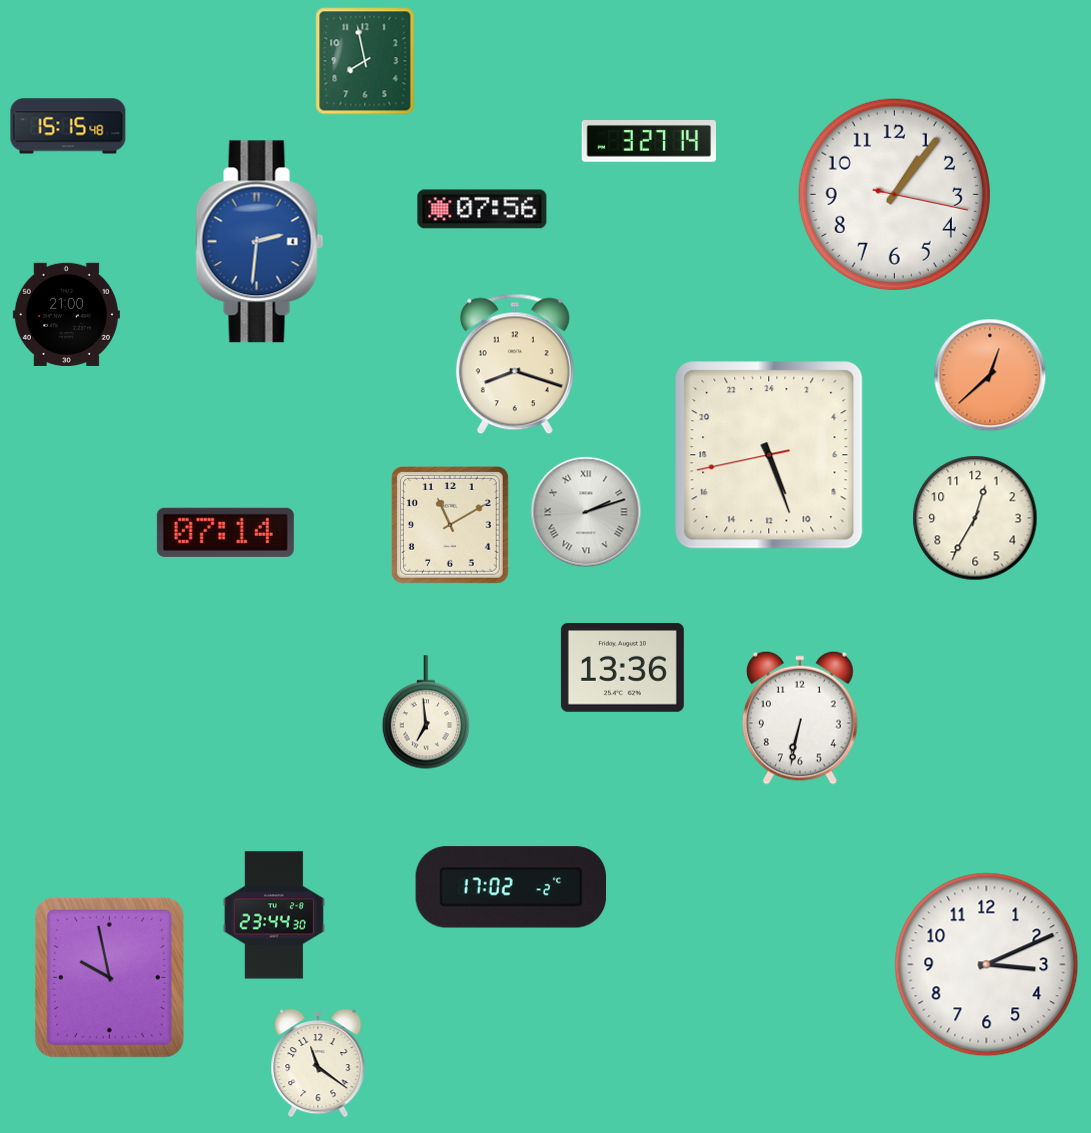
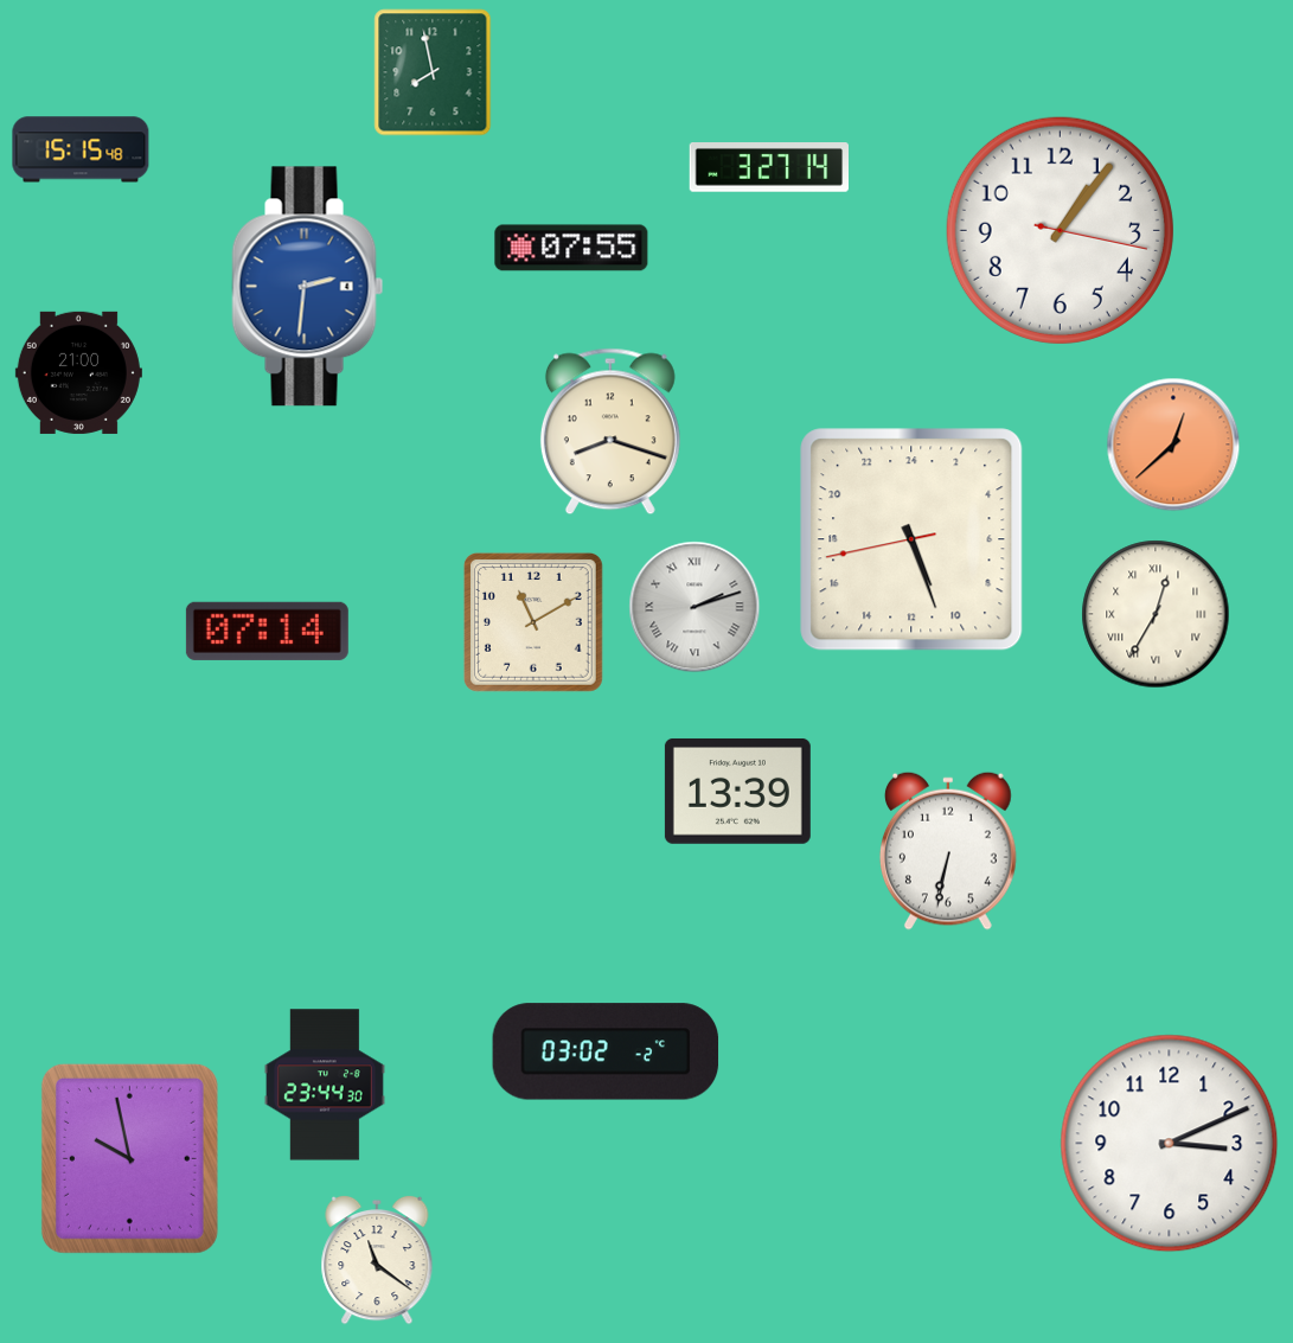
clock at (482, 209): 07:56 -> 07:55
clock at (975, 518) numerals: Arabic -> Roman
clock at (622, 667): 13:36 -> 13:39
clock at (426, 712): 6:59 -> none
clock at (511, 887): 17:02 -> 03:02
